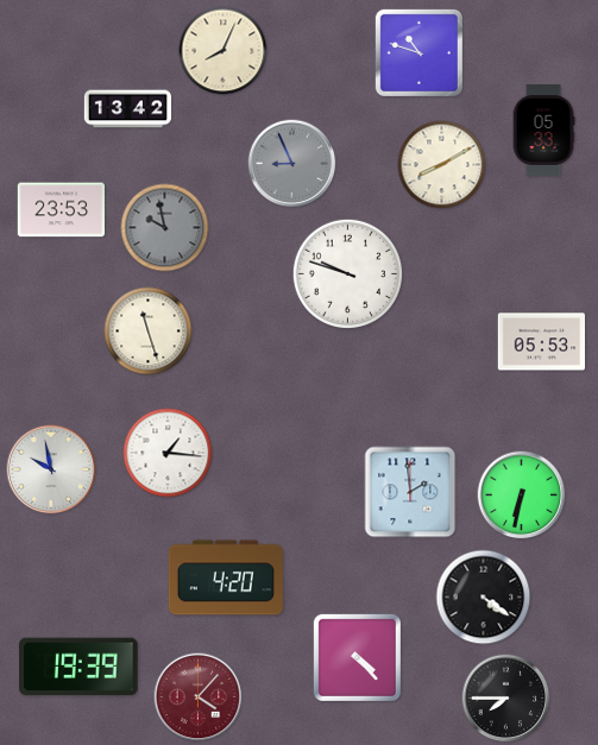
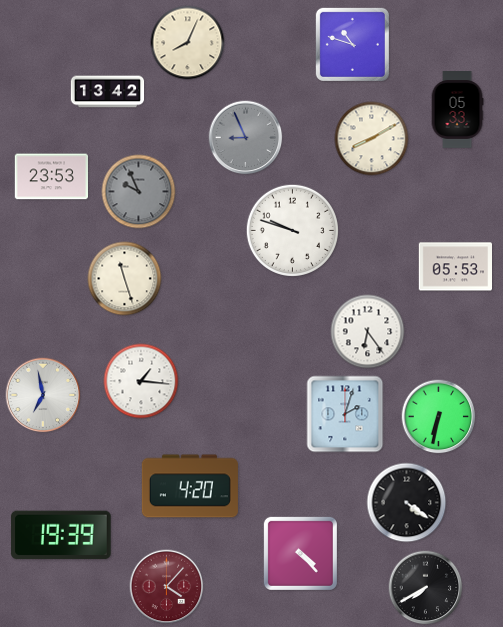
clock at (165, 228): 9:58 -> 9:56
clock at (541, 342) position: (541, 342) -> (455, 267)
clock at (368, 332): none -> 6:24
clock at (51, 469): 9:58 -> 6:58
clock at (410, 492): 1:59 -> 2:03
clock at (78, 667) position: (78, 667) -> (61, 535)
clock at (506, 699): 7:45 -> 7:40
